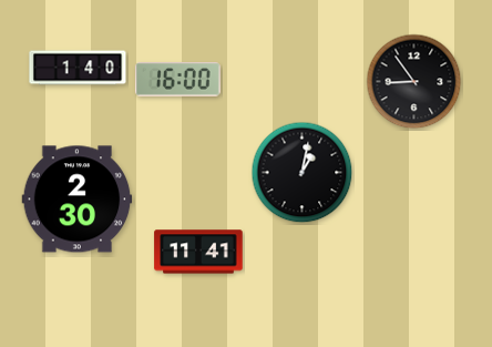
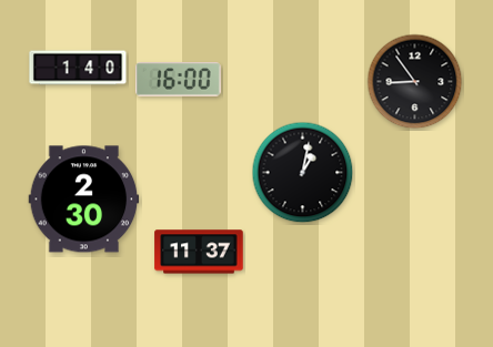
clock at (78, 200) position: (78, 200) -> (84, 200)
clock at (198, 252): 11:41 -> 11:37
